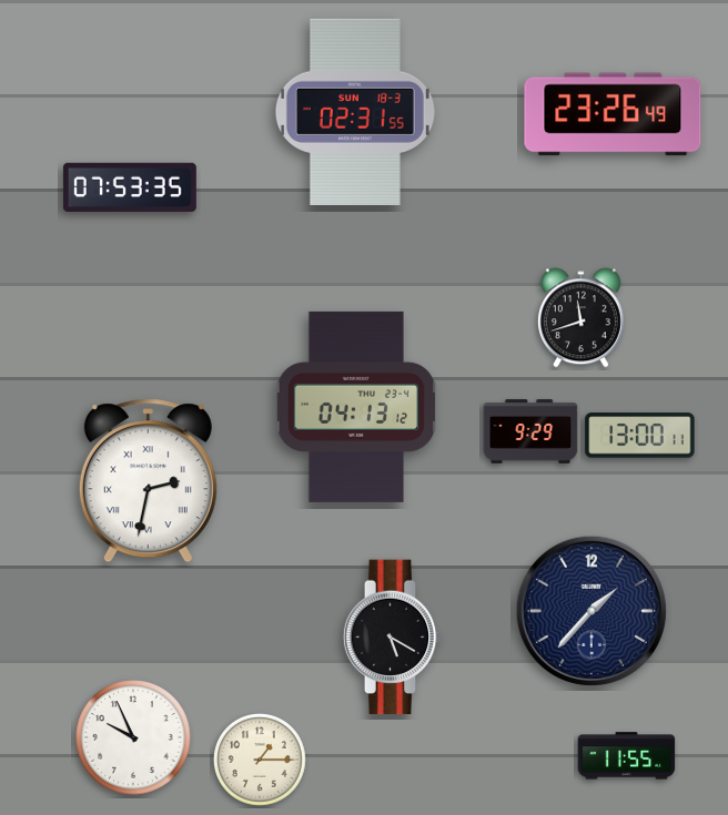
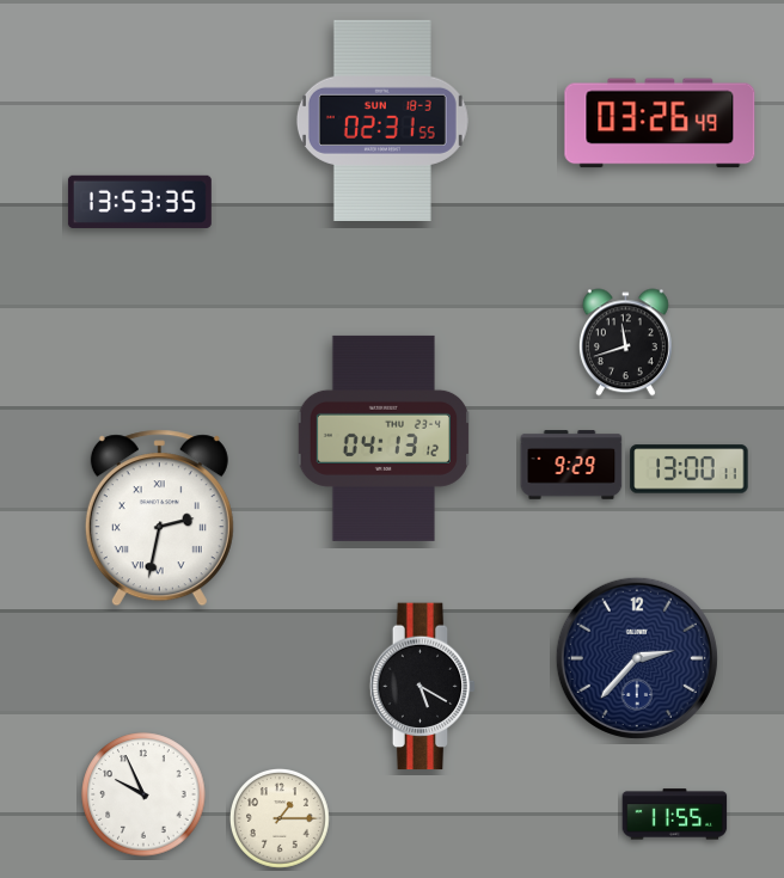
clock at (613, 114): 23:26 -> 03:26
clock at (130, 187): 07:53 -> 13:53
clock at (591, 611): 1:37 -> 2:37
